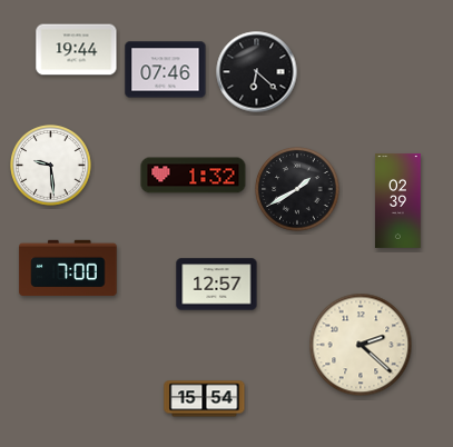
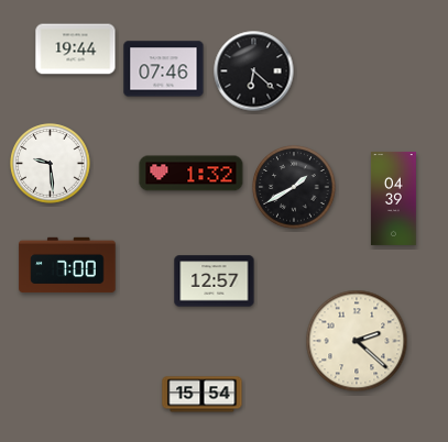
clock at (398, 200): 02:39 -> 04:39
